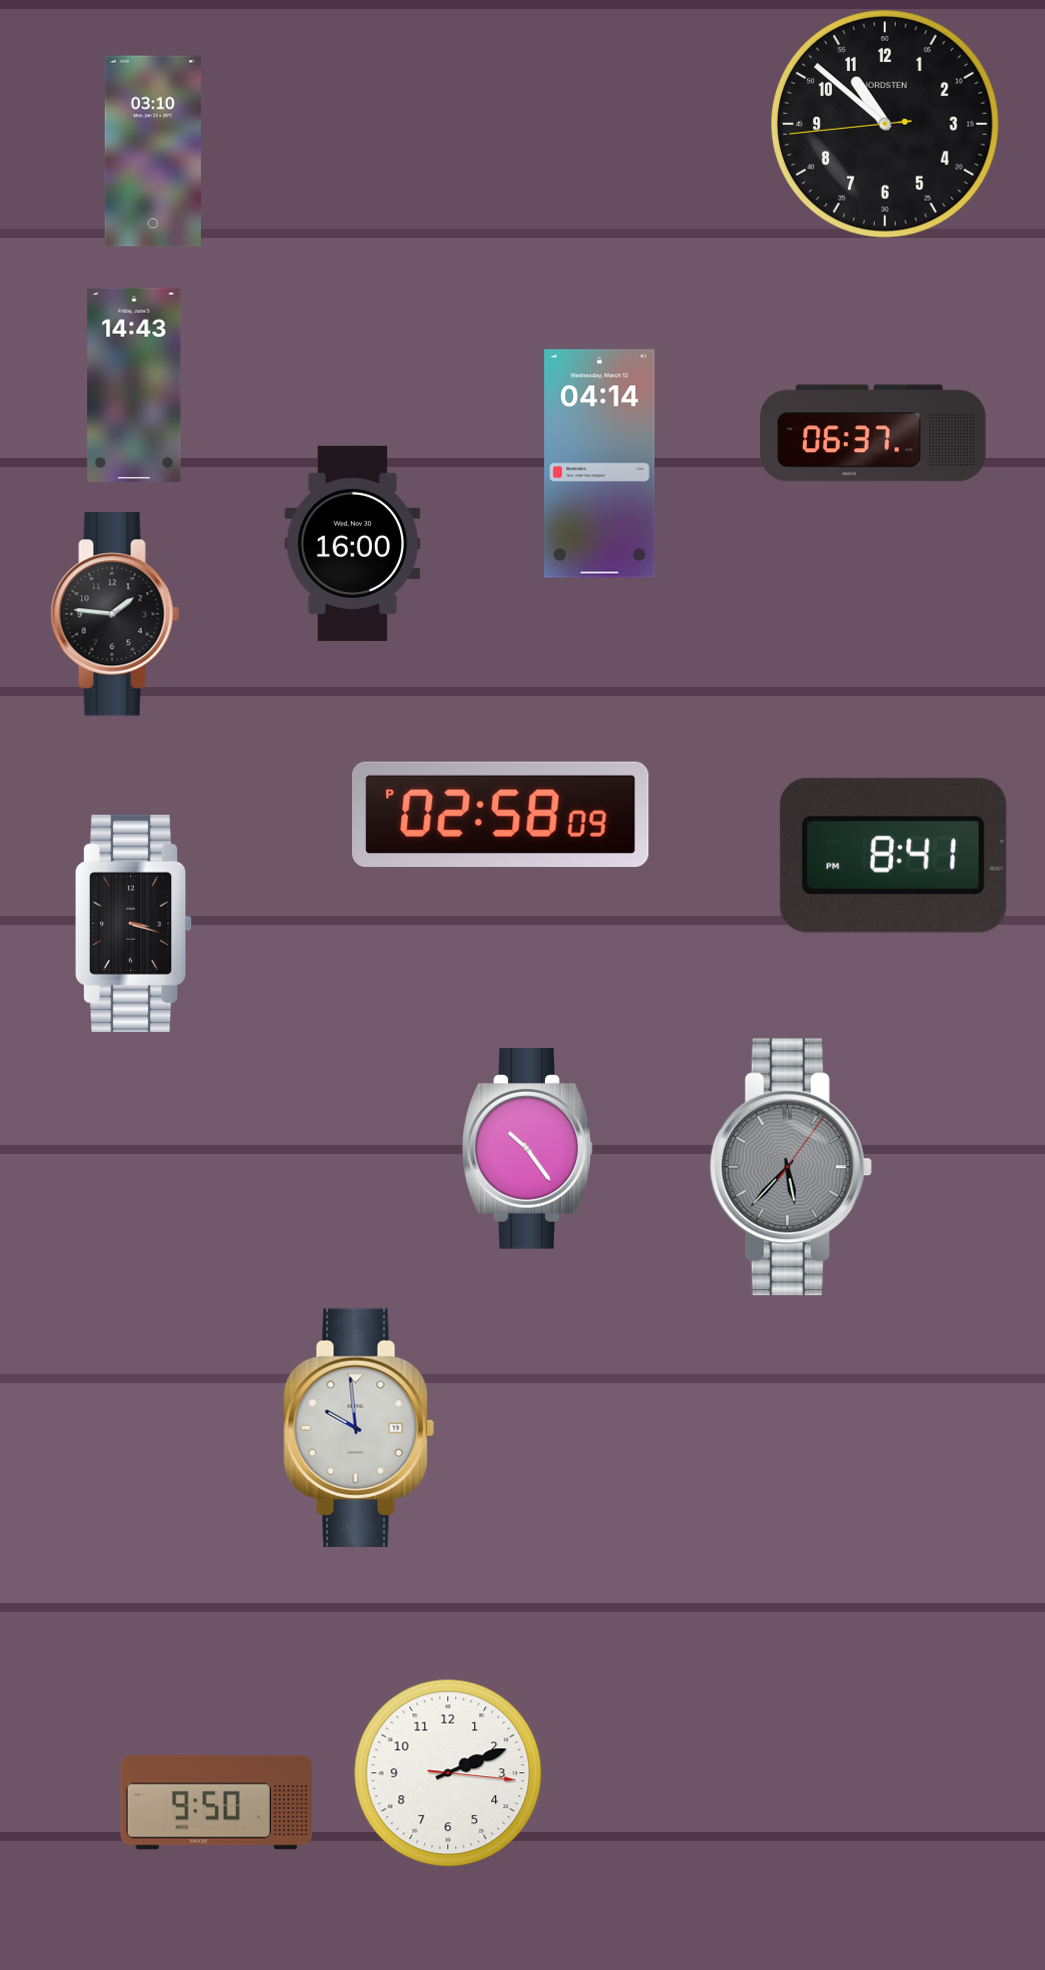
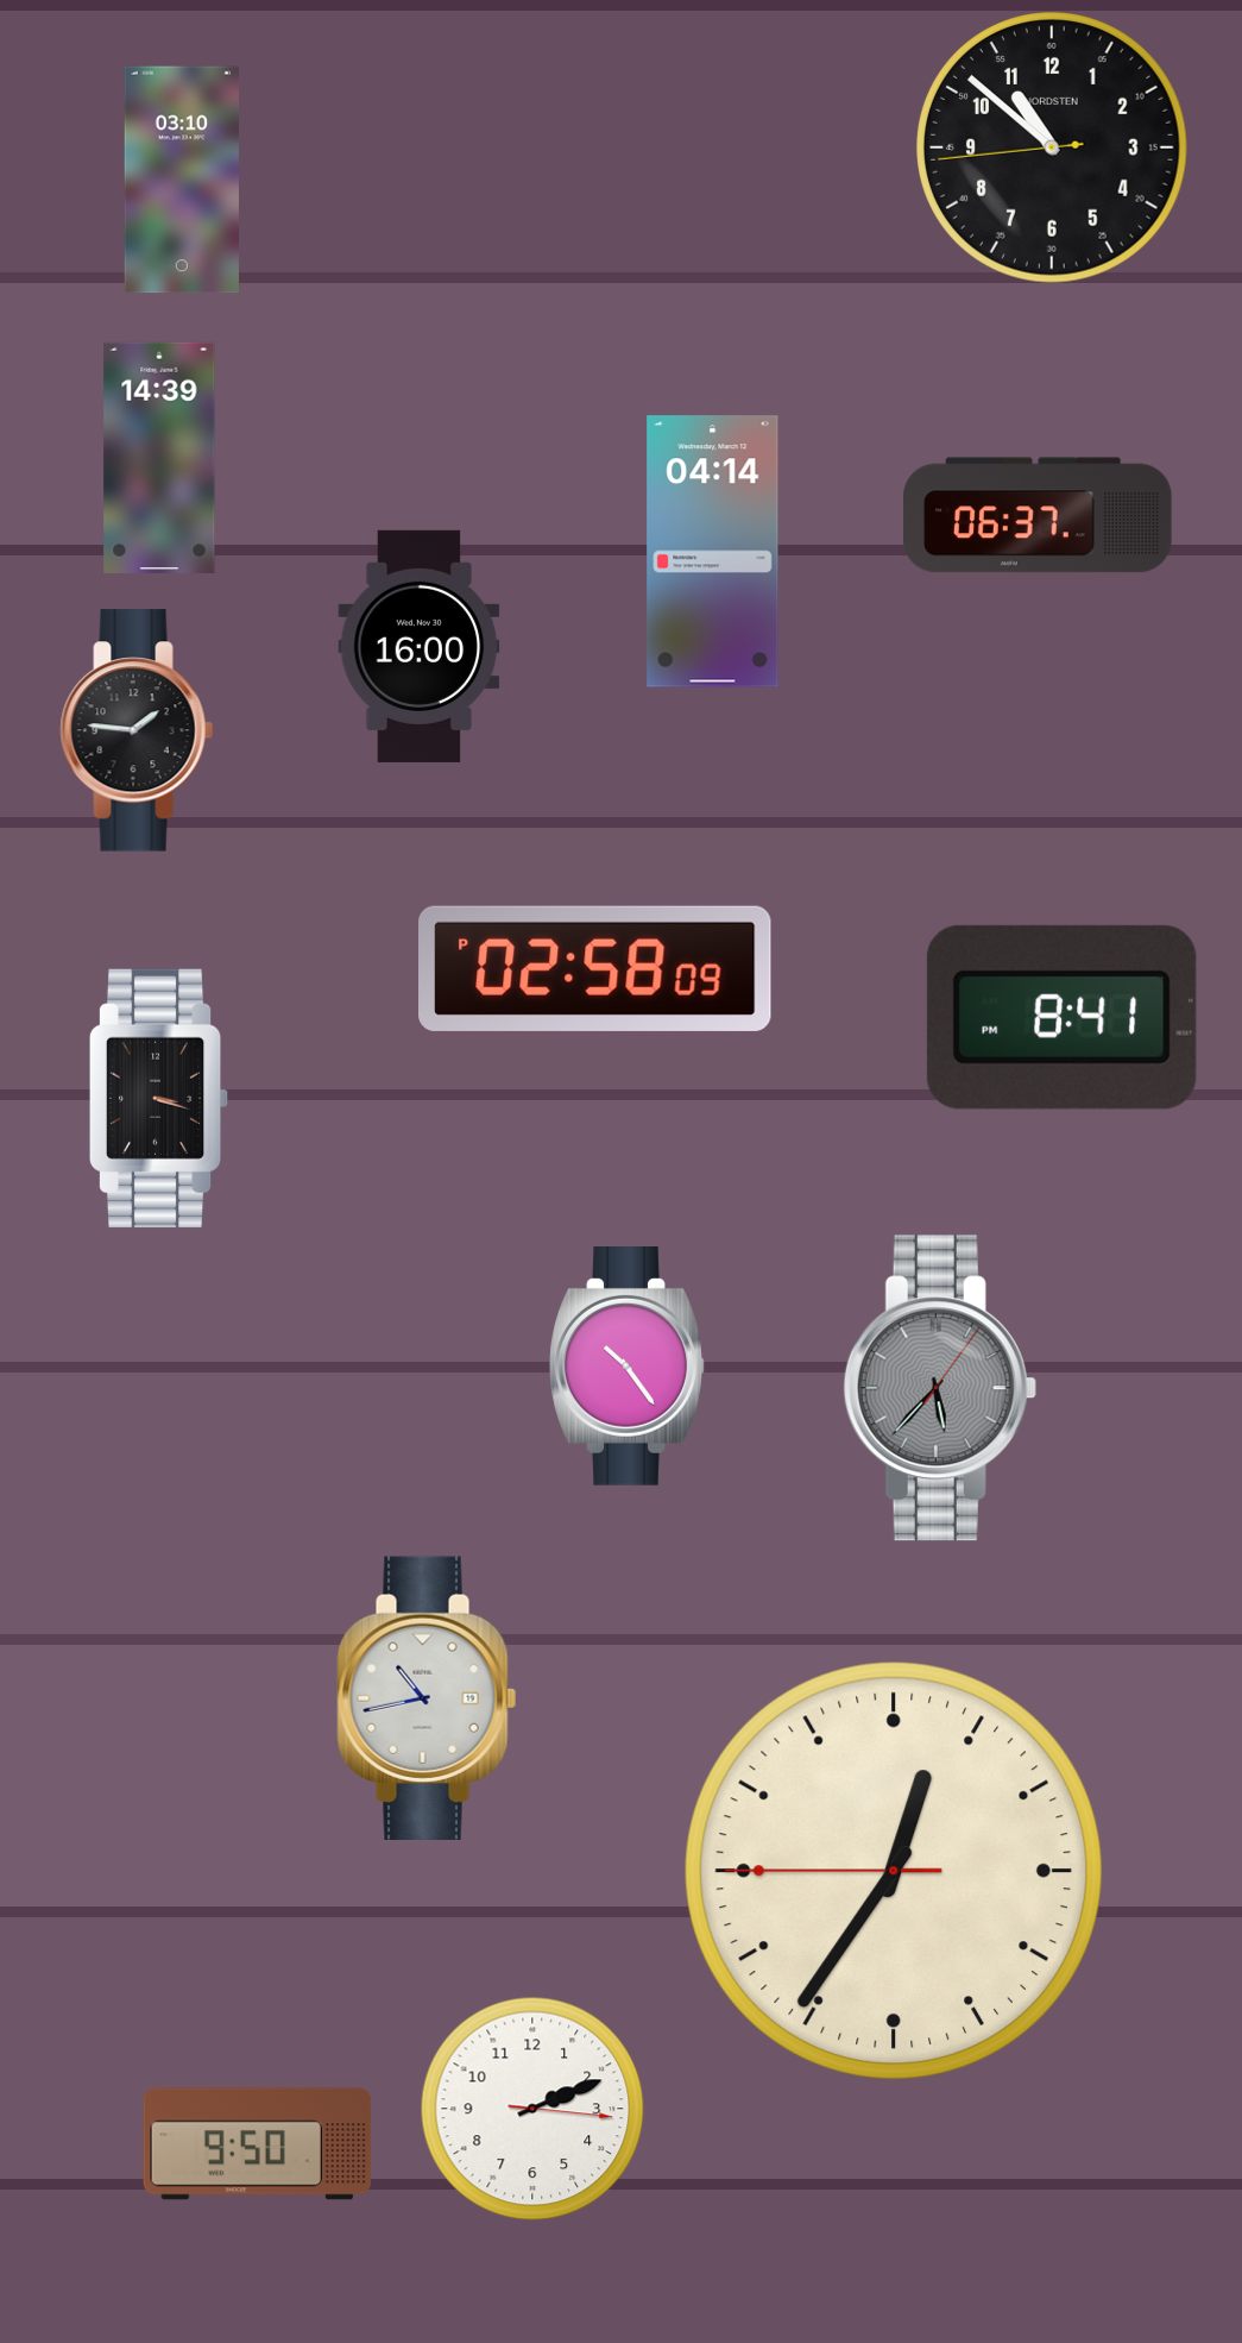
clock at (134, 385): 14:43 -> 14:39
clock at (359, 1427): 9:59 -> 10:43
clock at (894, 1871): none -> 12:35
